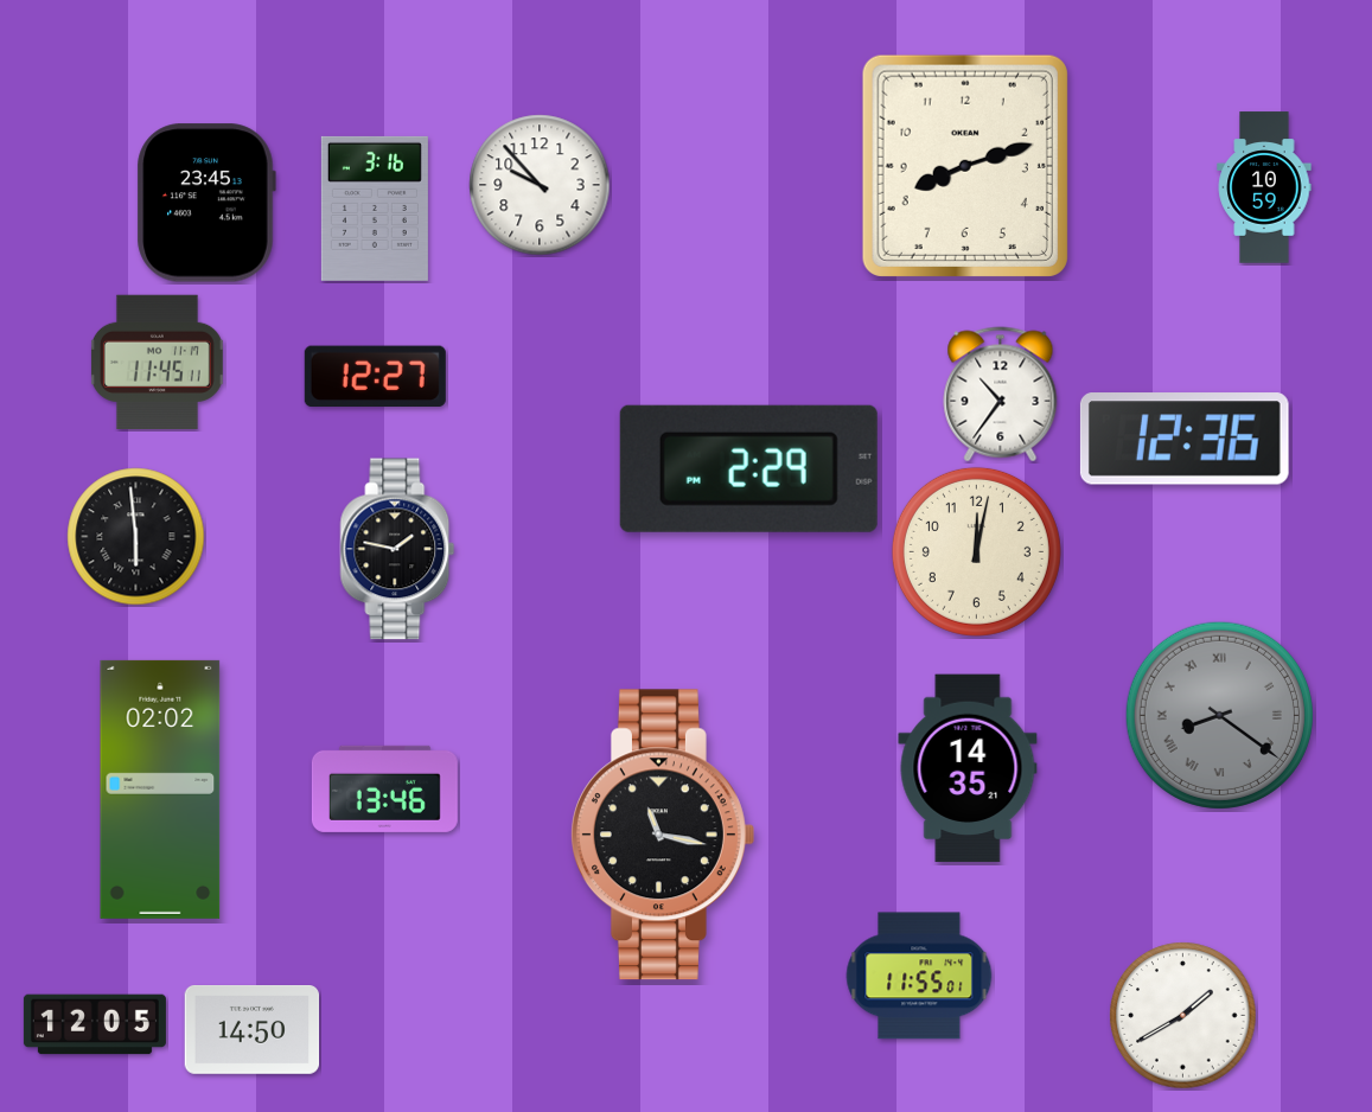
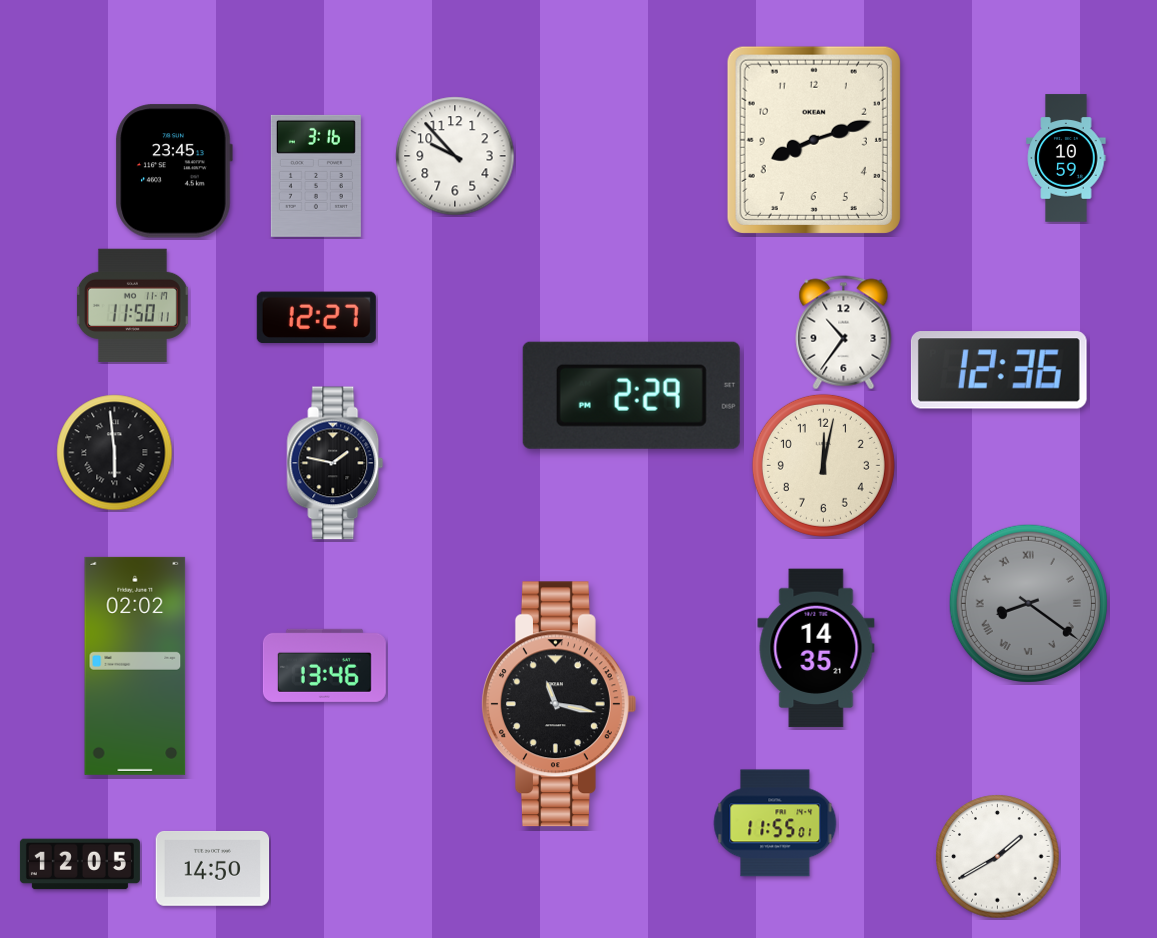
clock at (157, 363): 11:45 -> 11:50
